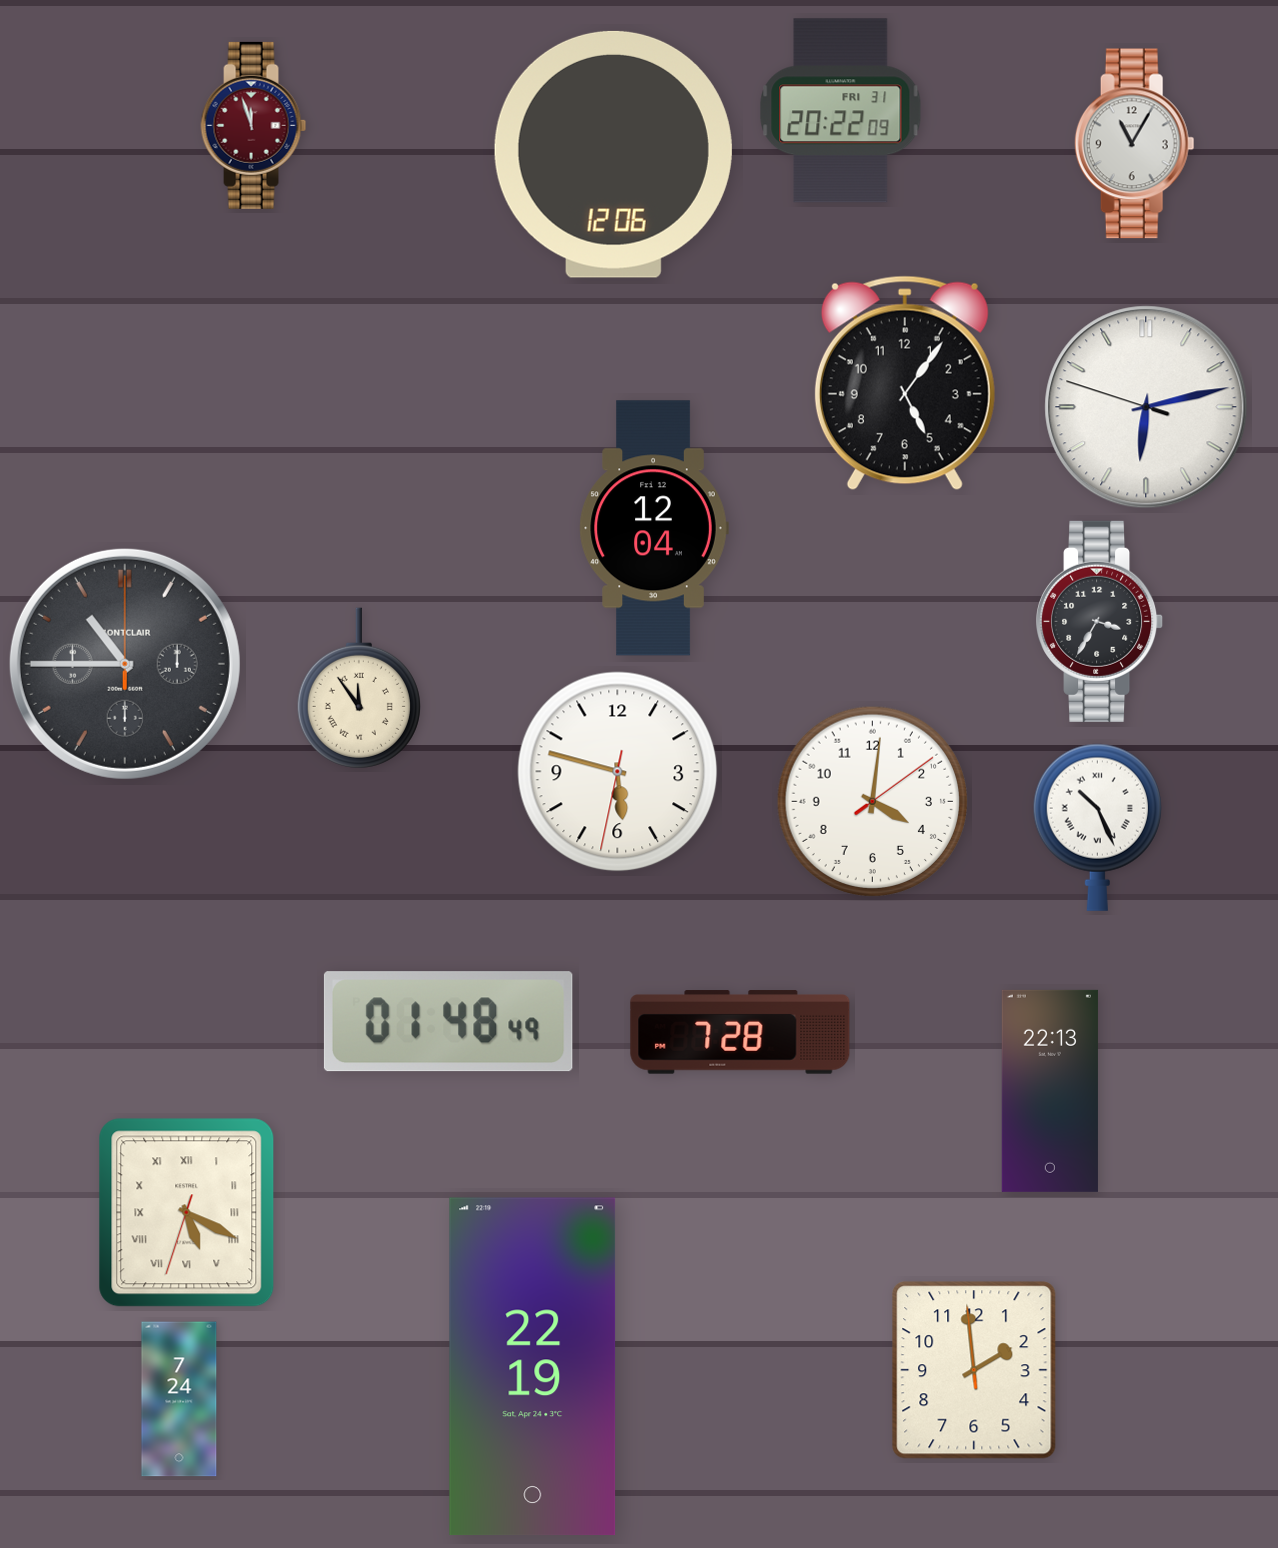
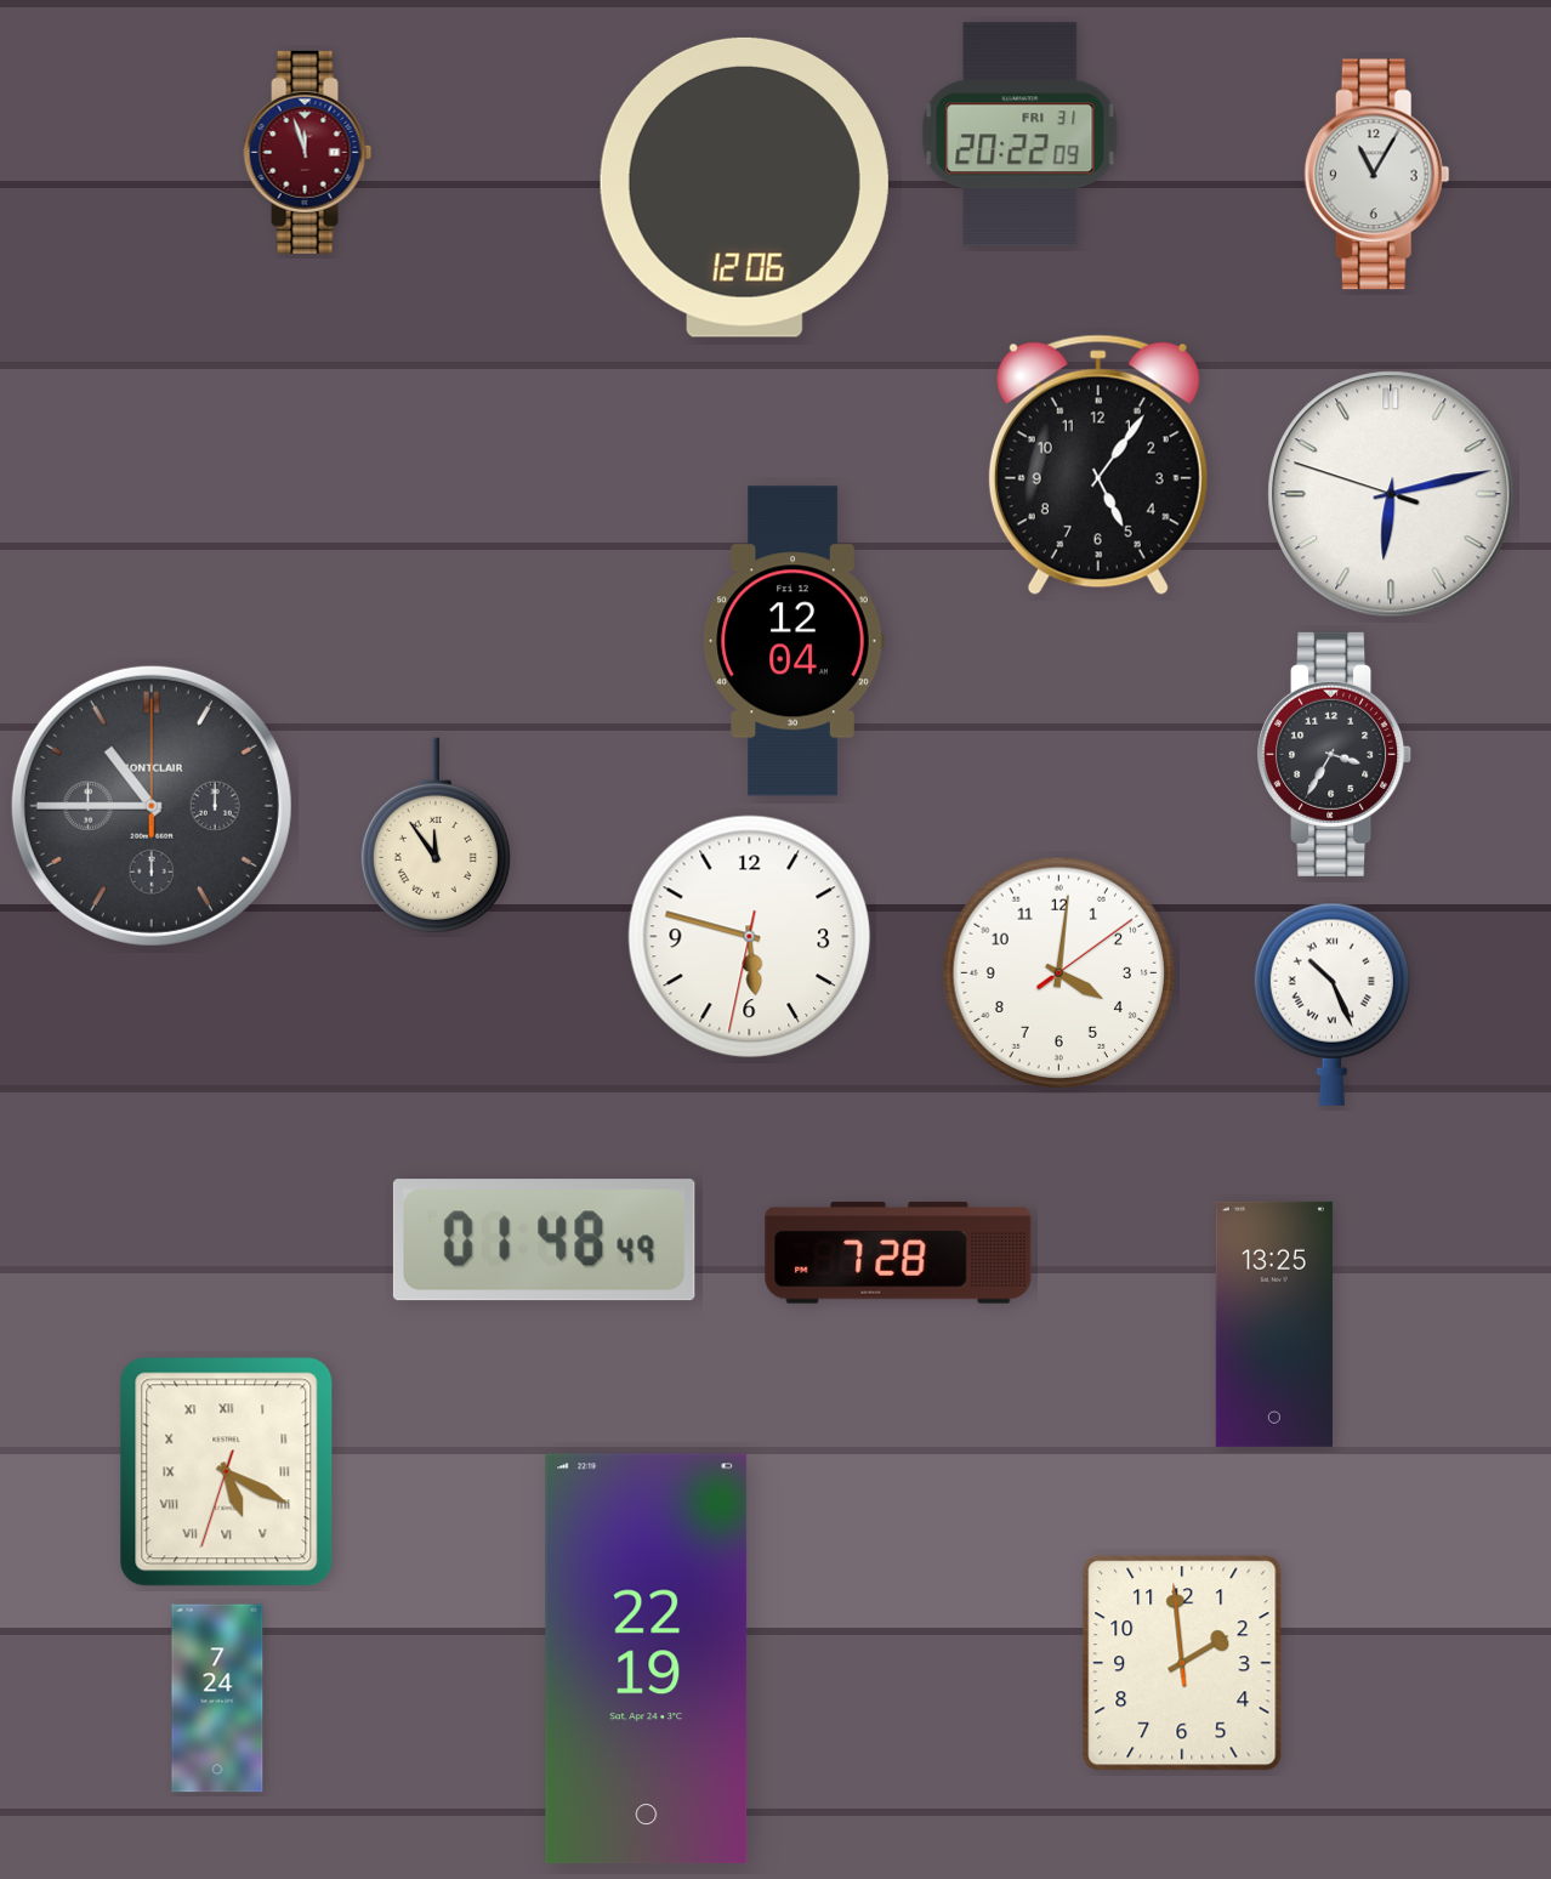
clock at (1050, 1091): 22:13 -> 13:25
